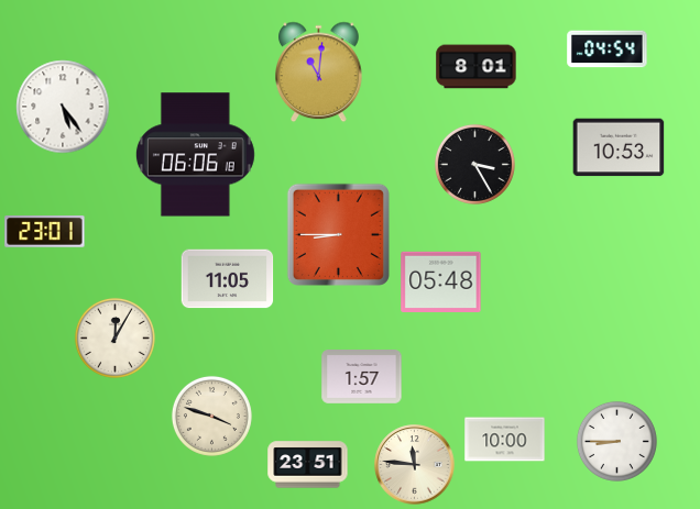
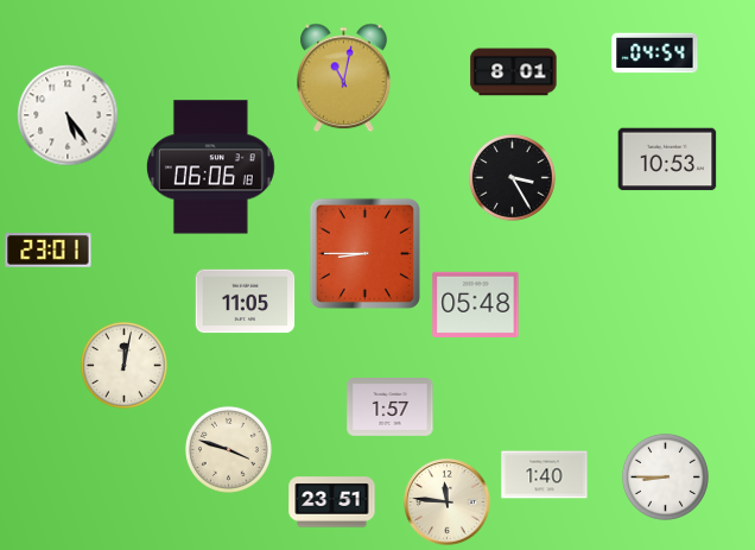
clock at (319, 73): 11:01 -> 11:02
clock at (114, 338): 12:05 -> 12:02
clock at (505, 440): 10:00 -> 1:40
